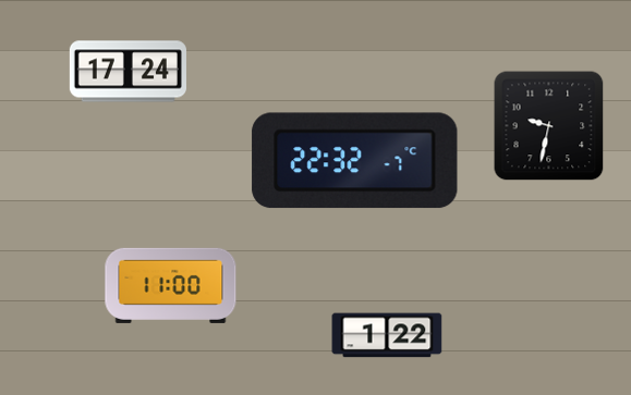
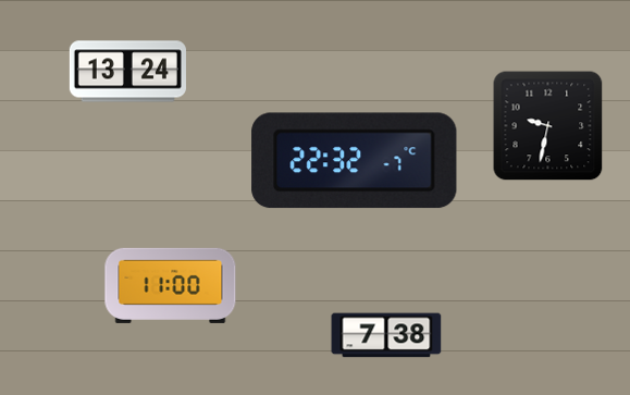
clock at (128, 72): 17:24 -> 13:24
clock at (387, 335): 1:22 -> 7:38
